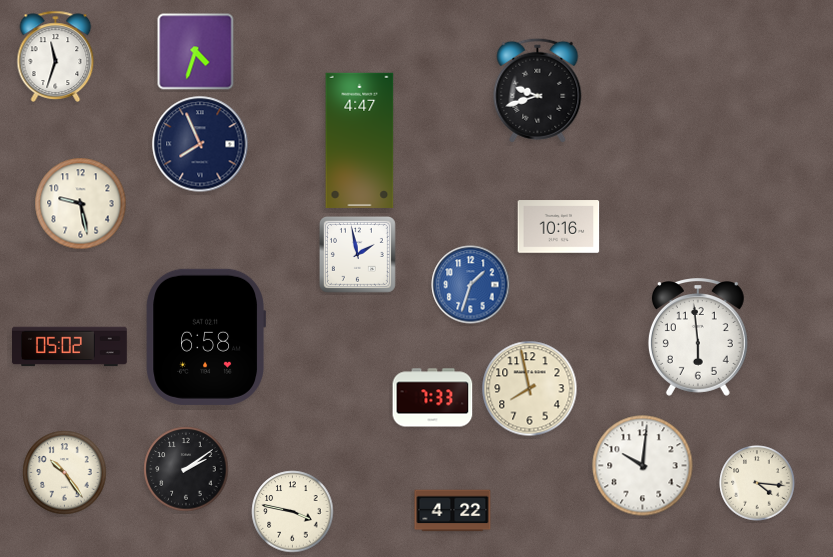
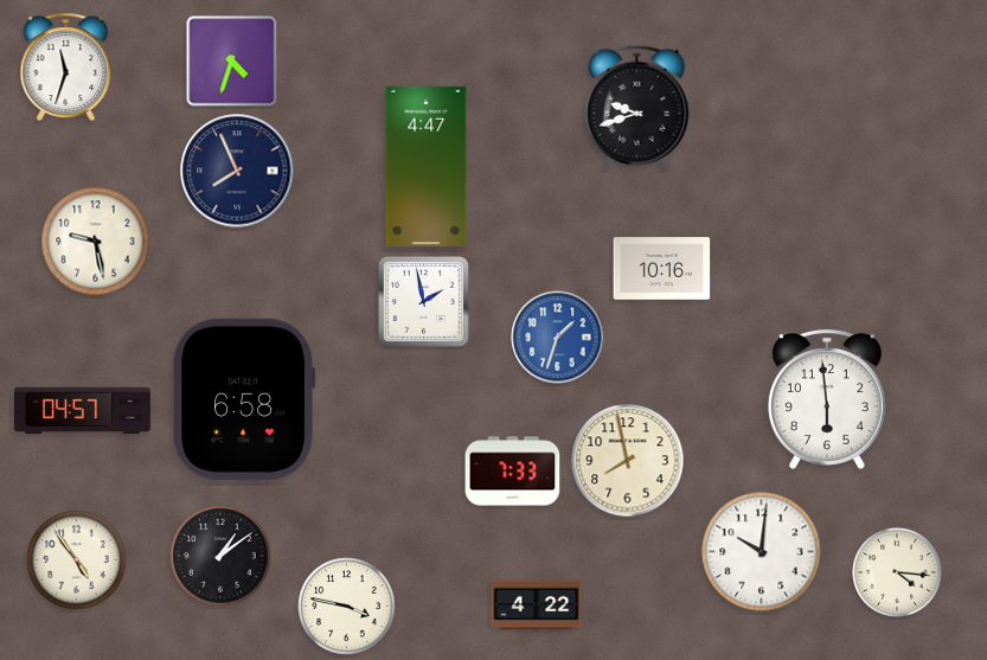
clock at (70, 347): 05:02 -> 04:57
clock at (186, 469): 2:09 -> 1:09
clock at (65, 473): 10:24 -> 4:54
